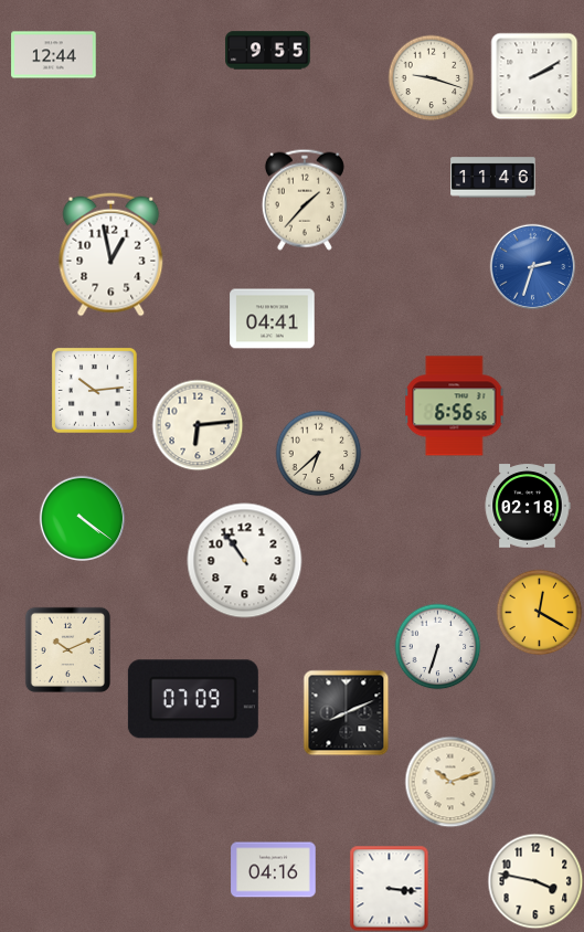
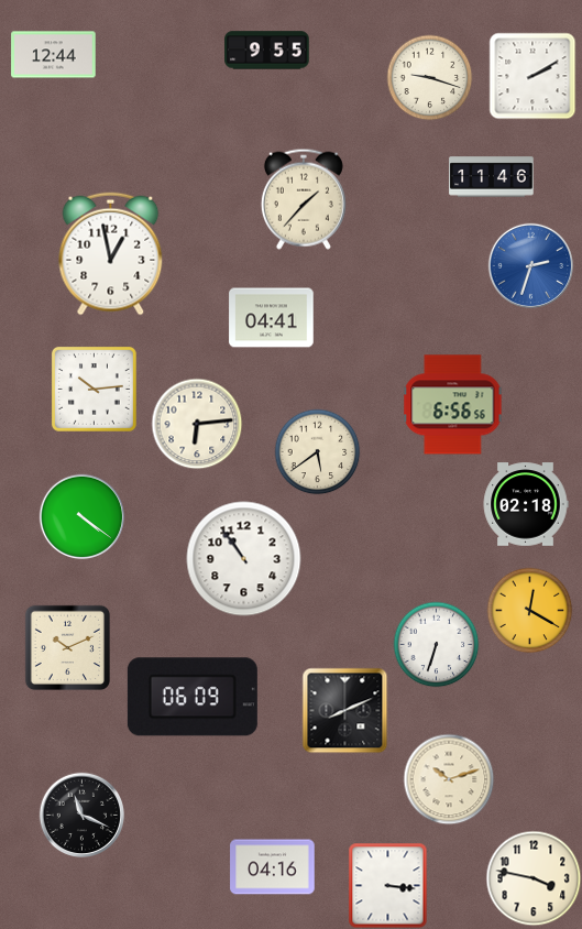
clock at (318, 453): 6:38 -> 5:39
clock at (539, 612) position: (539, 612) -> (529, 610)
clock at (193, 699): 07:09 -> 06:09
clock at (81, 815): none -> 11:19
